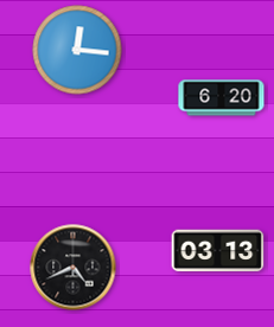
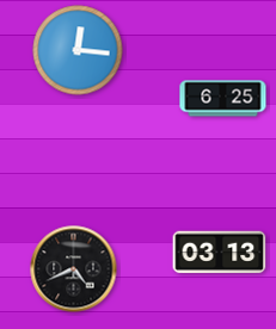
clock at (222, 98): 6:20 -> 6:25
